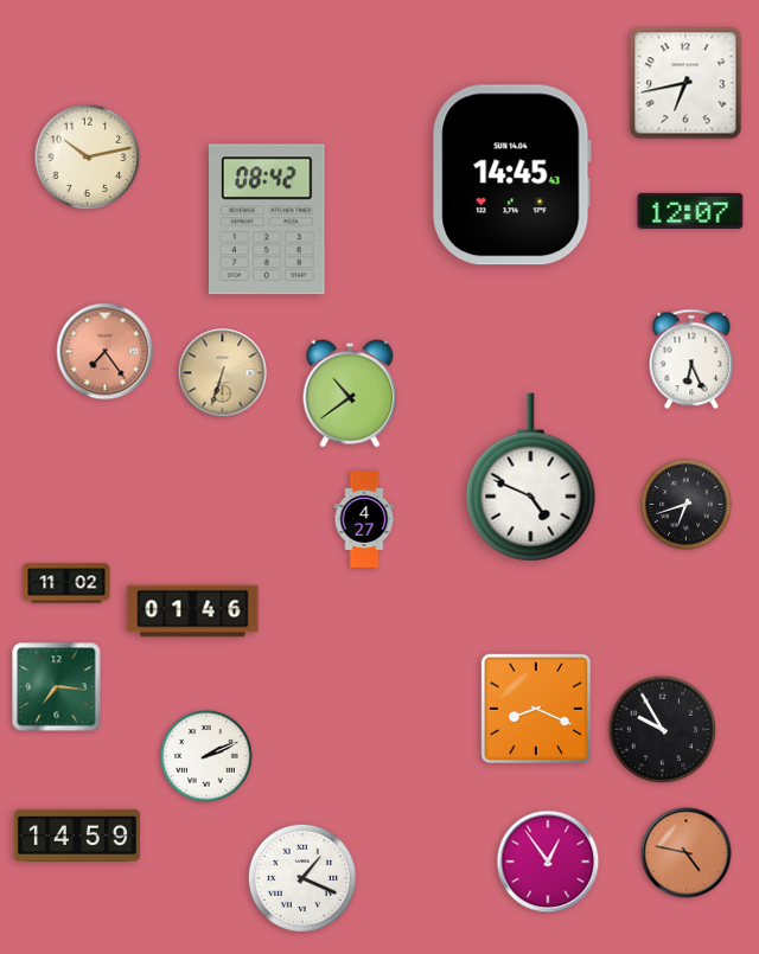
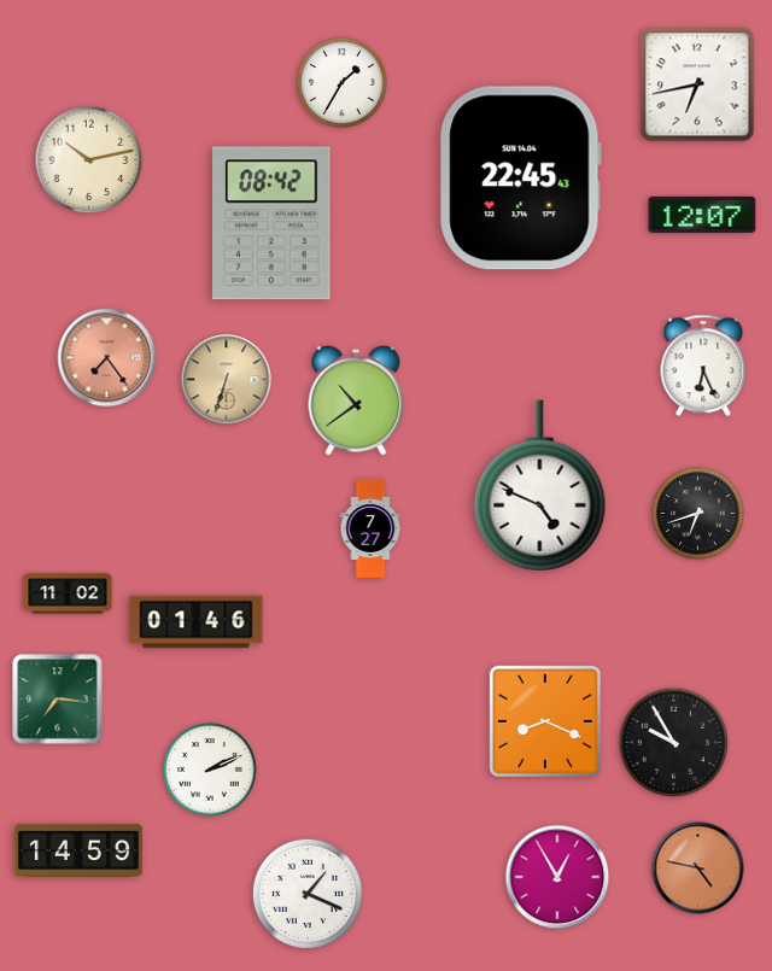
clock at (343, 83): none -> 1:35
clock at (511, 175): 14:45 -> 22:45
clock at (364, 520): 4:27 -> 7:27
clock at (548, 862): 12:54 -> 12:55
